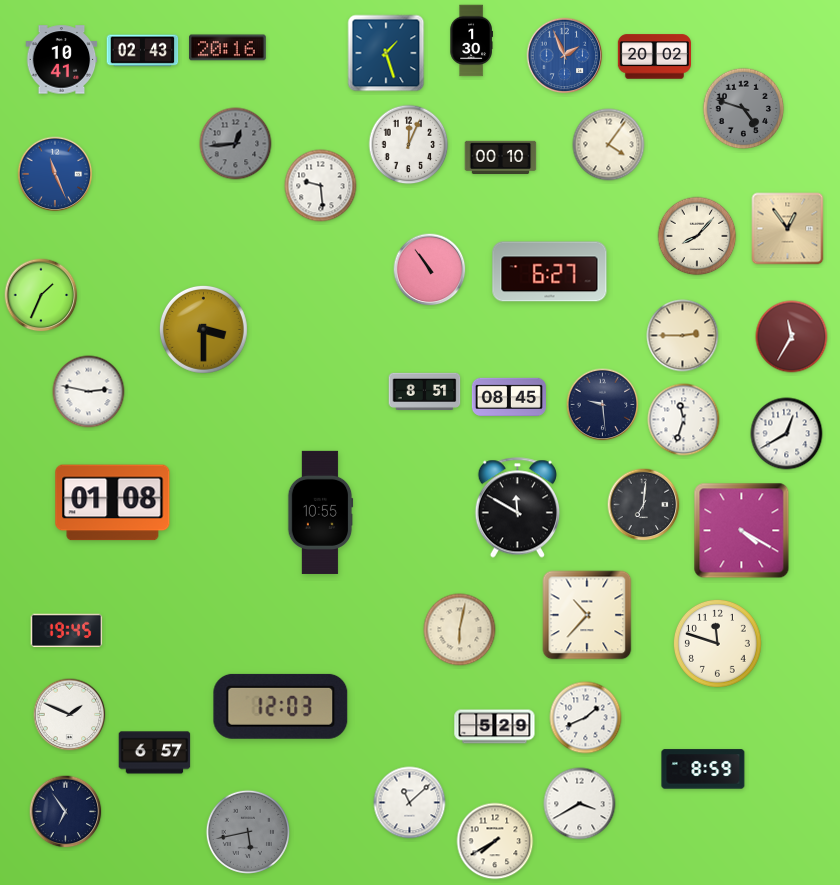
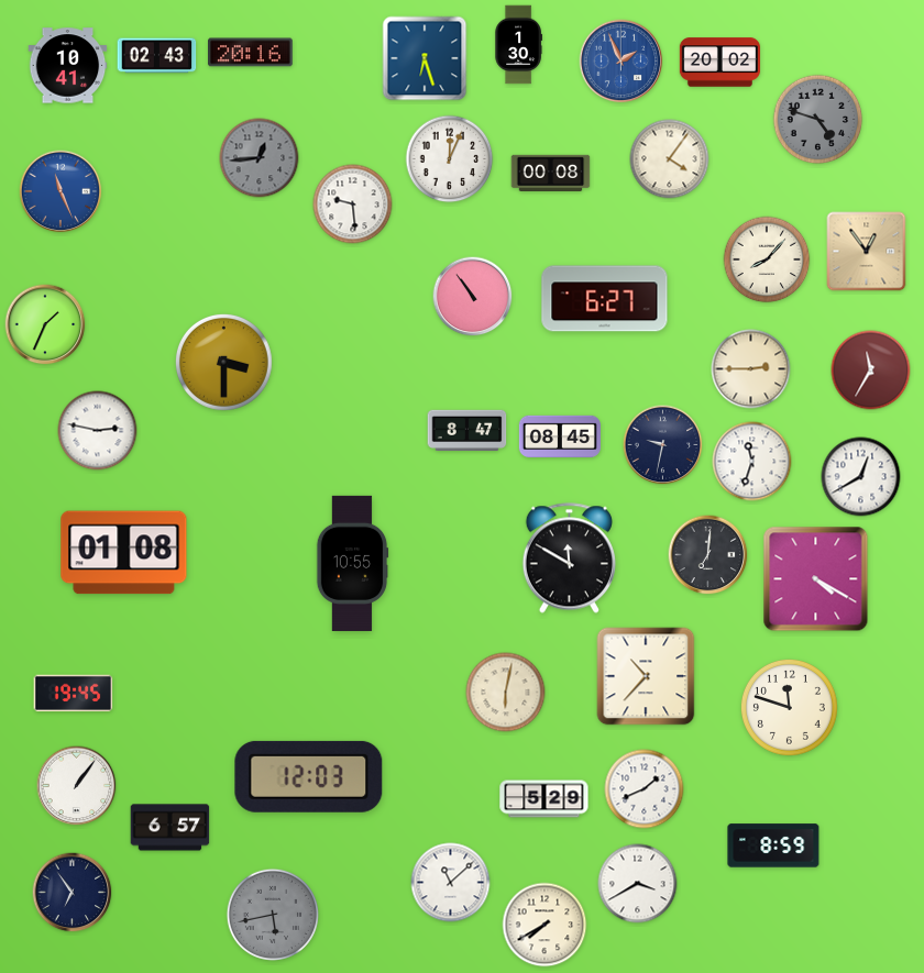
clock at (386, 53): 1:27 -> 6:27
clock at (501, 157): 00:10 -> 00:08
clock at (425, 391): 8:51 -> 8:47
clock at (603, 405): 9:29 -> 9:32
clock at (787, 434) position: (787, 434) -> (861, 477)
clock at (742, 531) position: (742, 531) -> (816, 579)
clock at (70, 715): 1:49 -> 1:06
